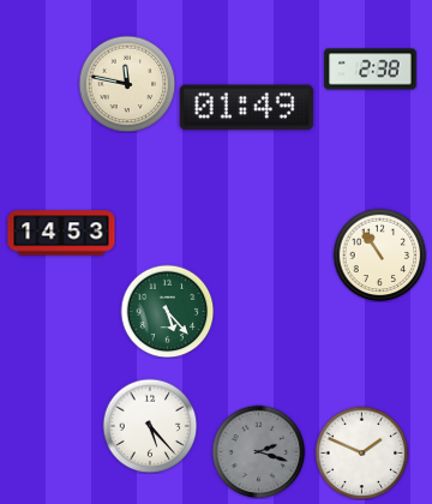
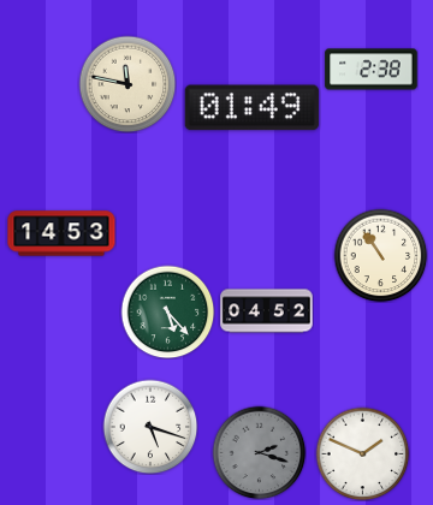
clock at (246, 108) position: (246, 108) -> (251, 108)
clock at (267, 311): none -> 04:52
clock at (150, 426): 5:23 -> 5:18
